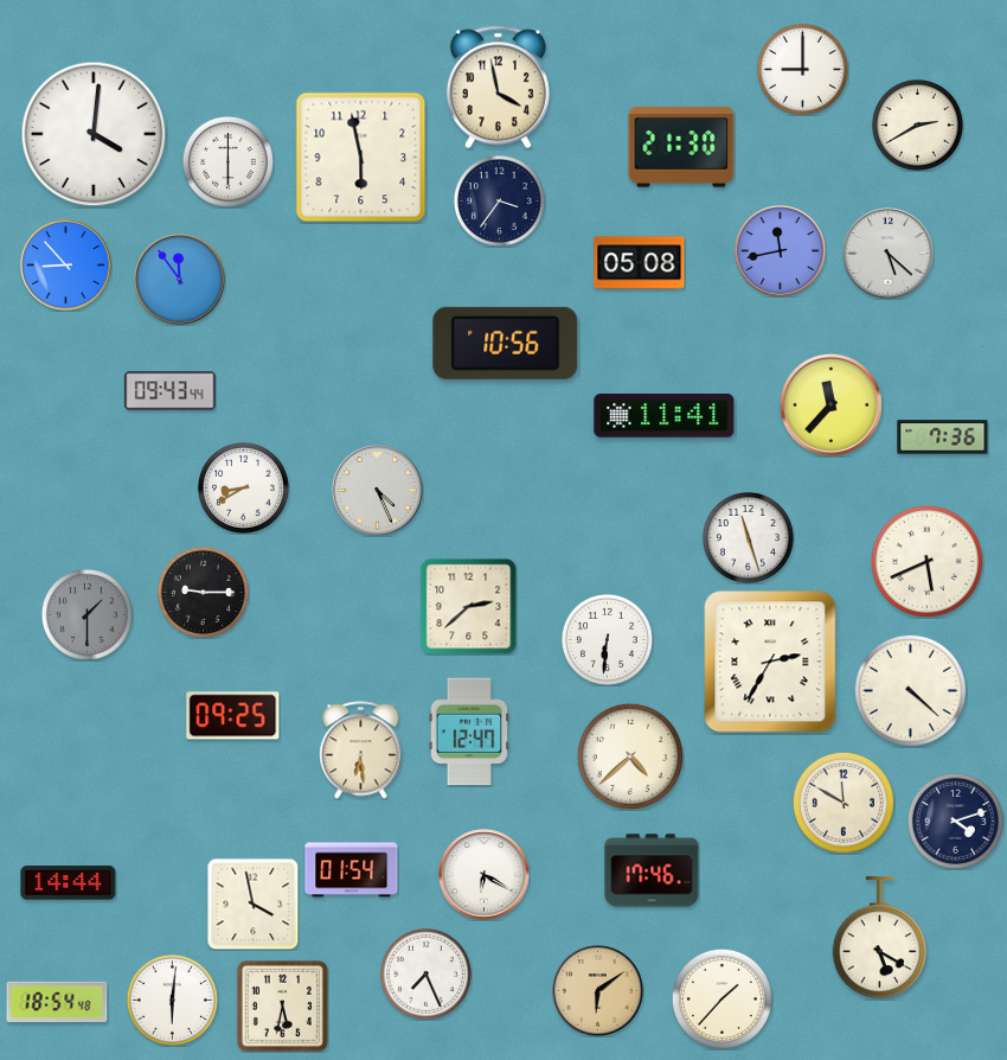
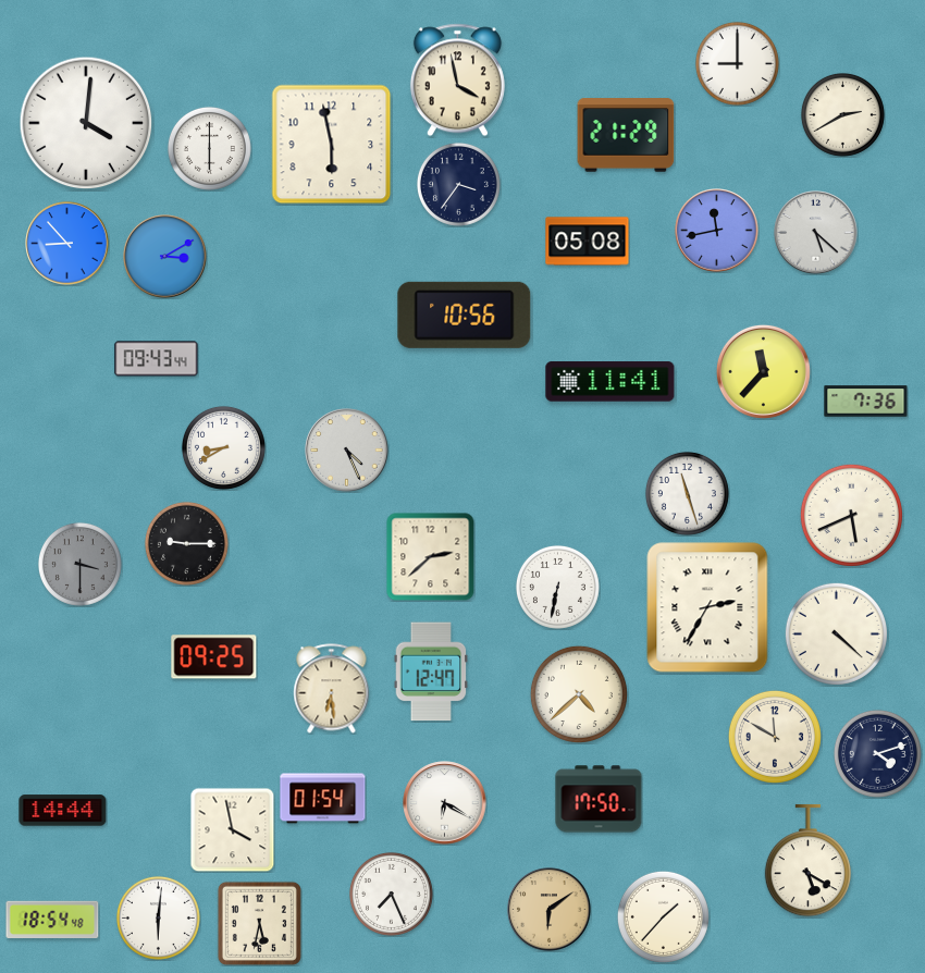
clock at (681, 147): 21:30 -> 21:29
clock at (66, 266) position: (66, 266) -> (67, 244)
clock at (180, 280): 11:54 -> 3:10
clock at (86, 614): 1:30 -> 3:30
clock at (607, 639): 6:31 -> 6:32
clock at (652, 870): 17:46 -> 17:50
